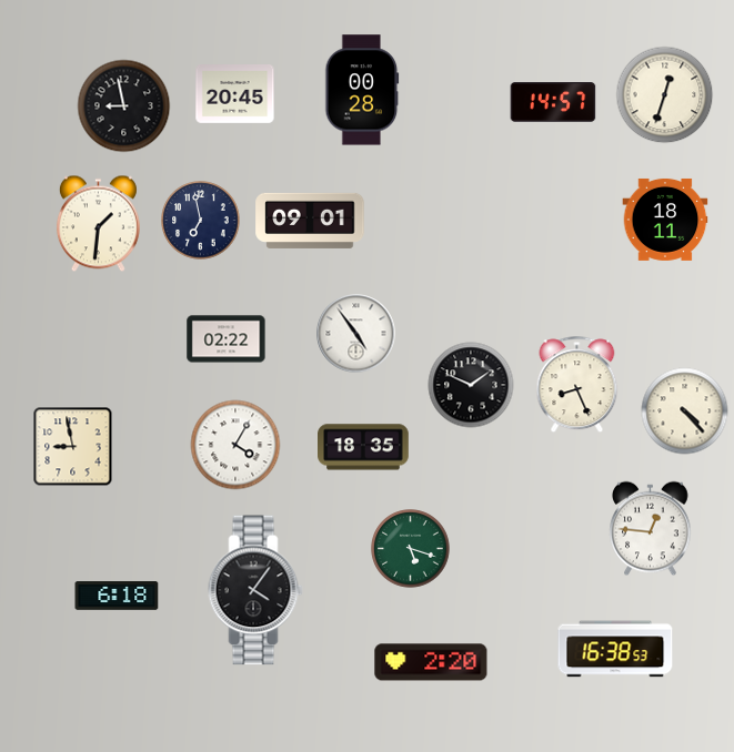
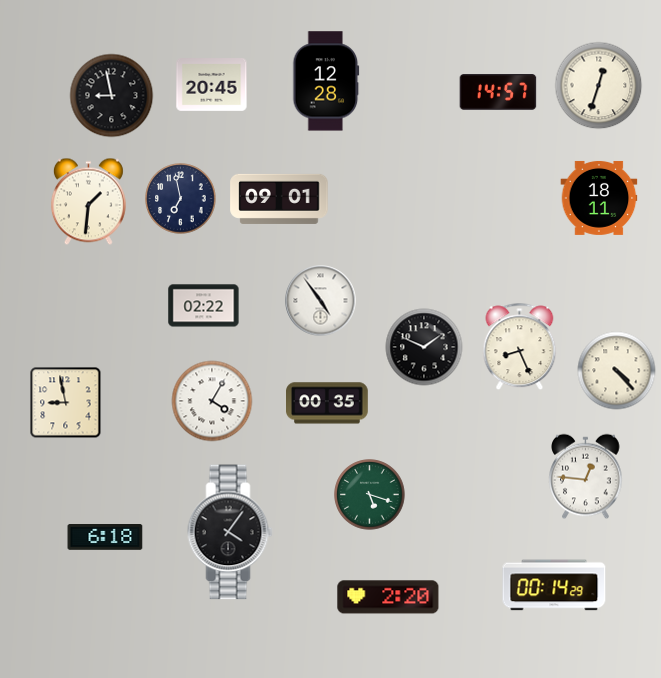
clock at (362, 90): 00:28 -> 12:28
clock at (363, 447): 18:35 -> 00:35
clock at (615, 649): 16:38 -> 00:14
